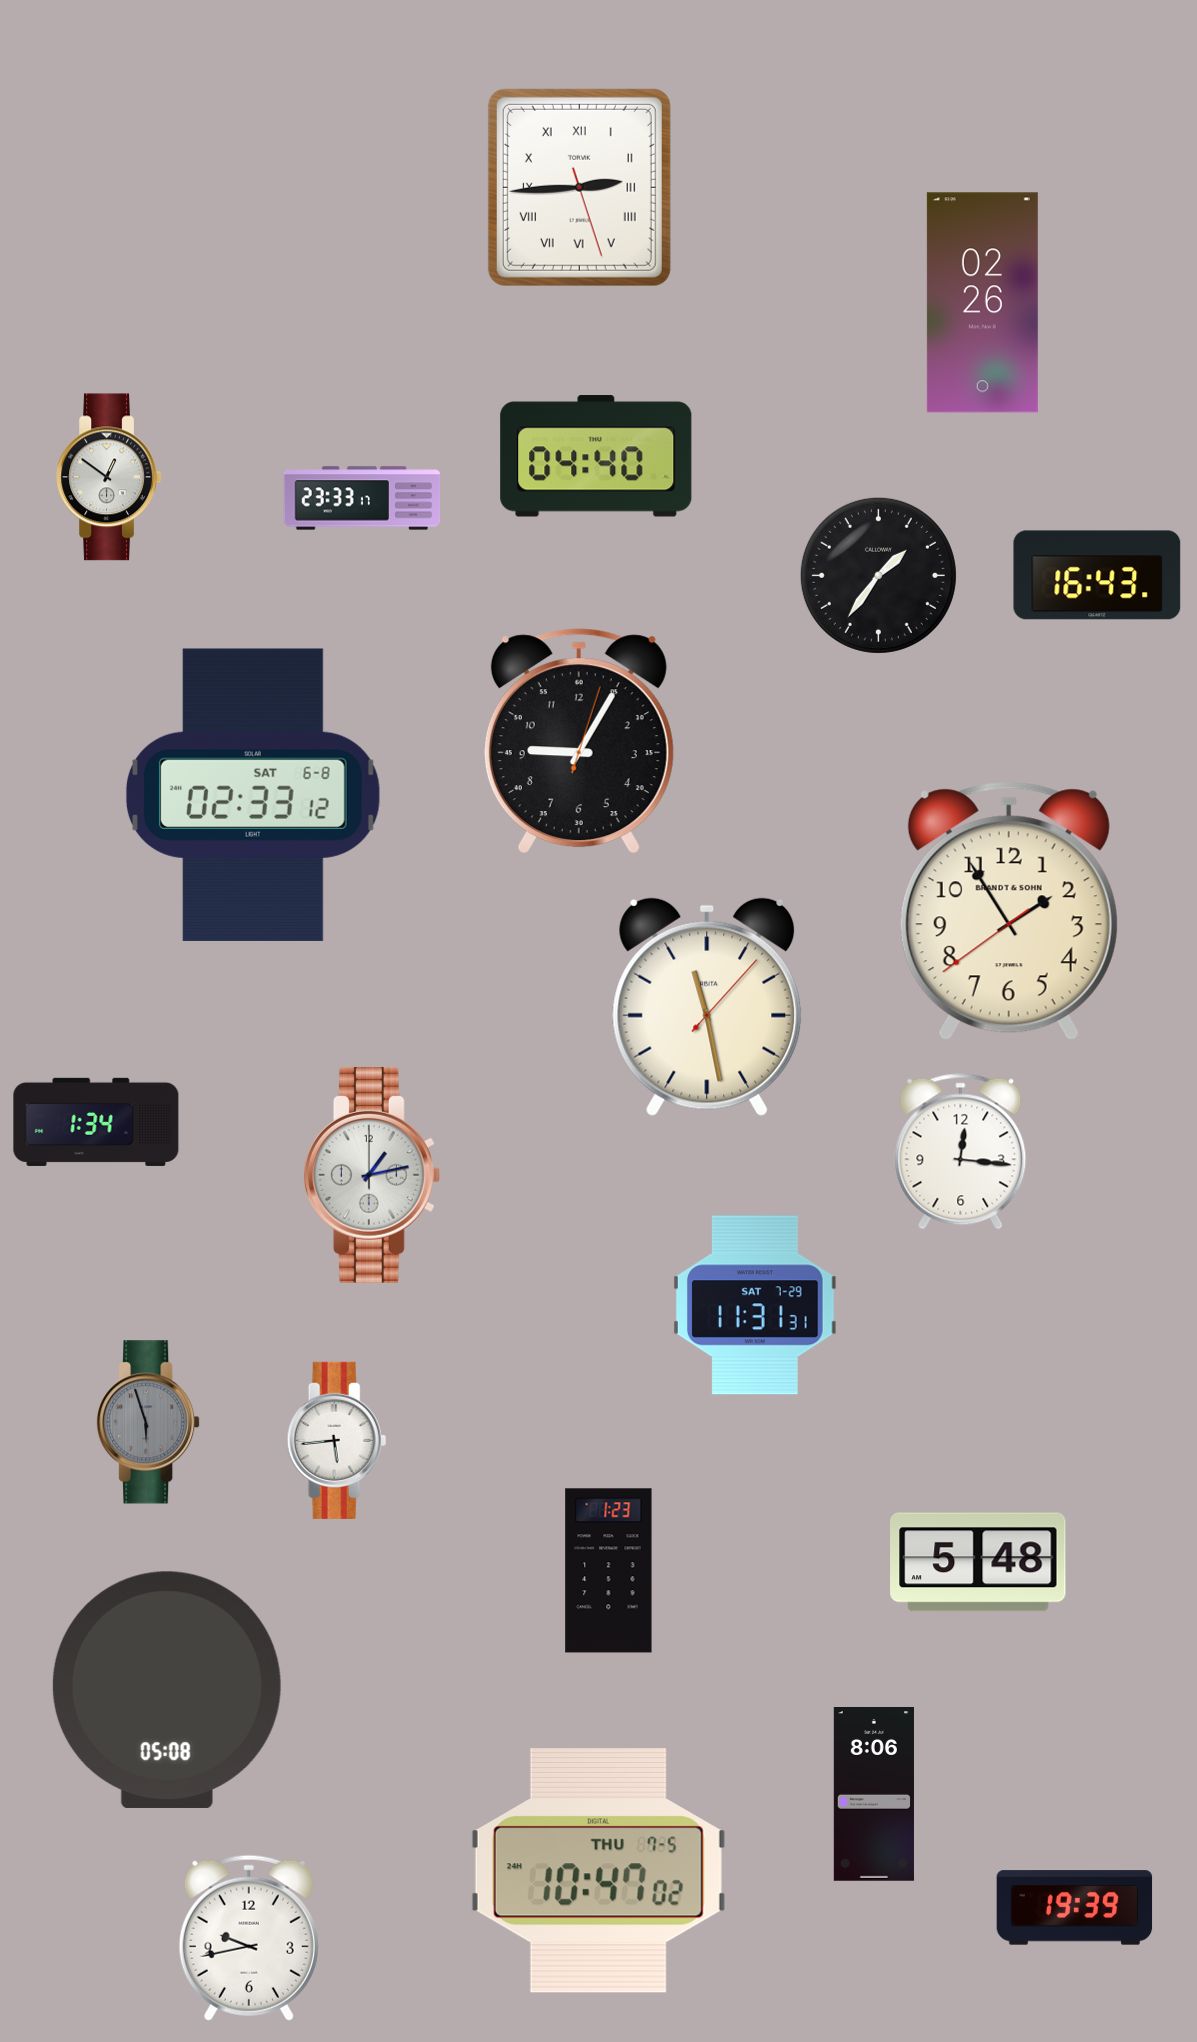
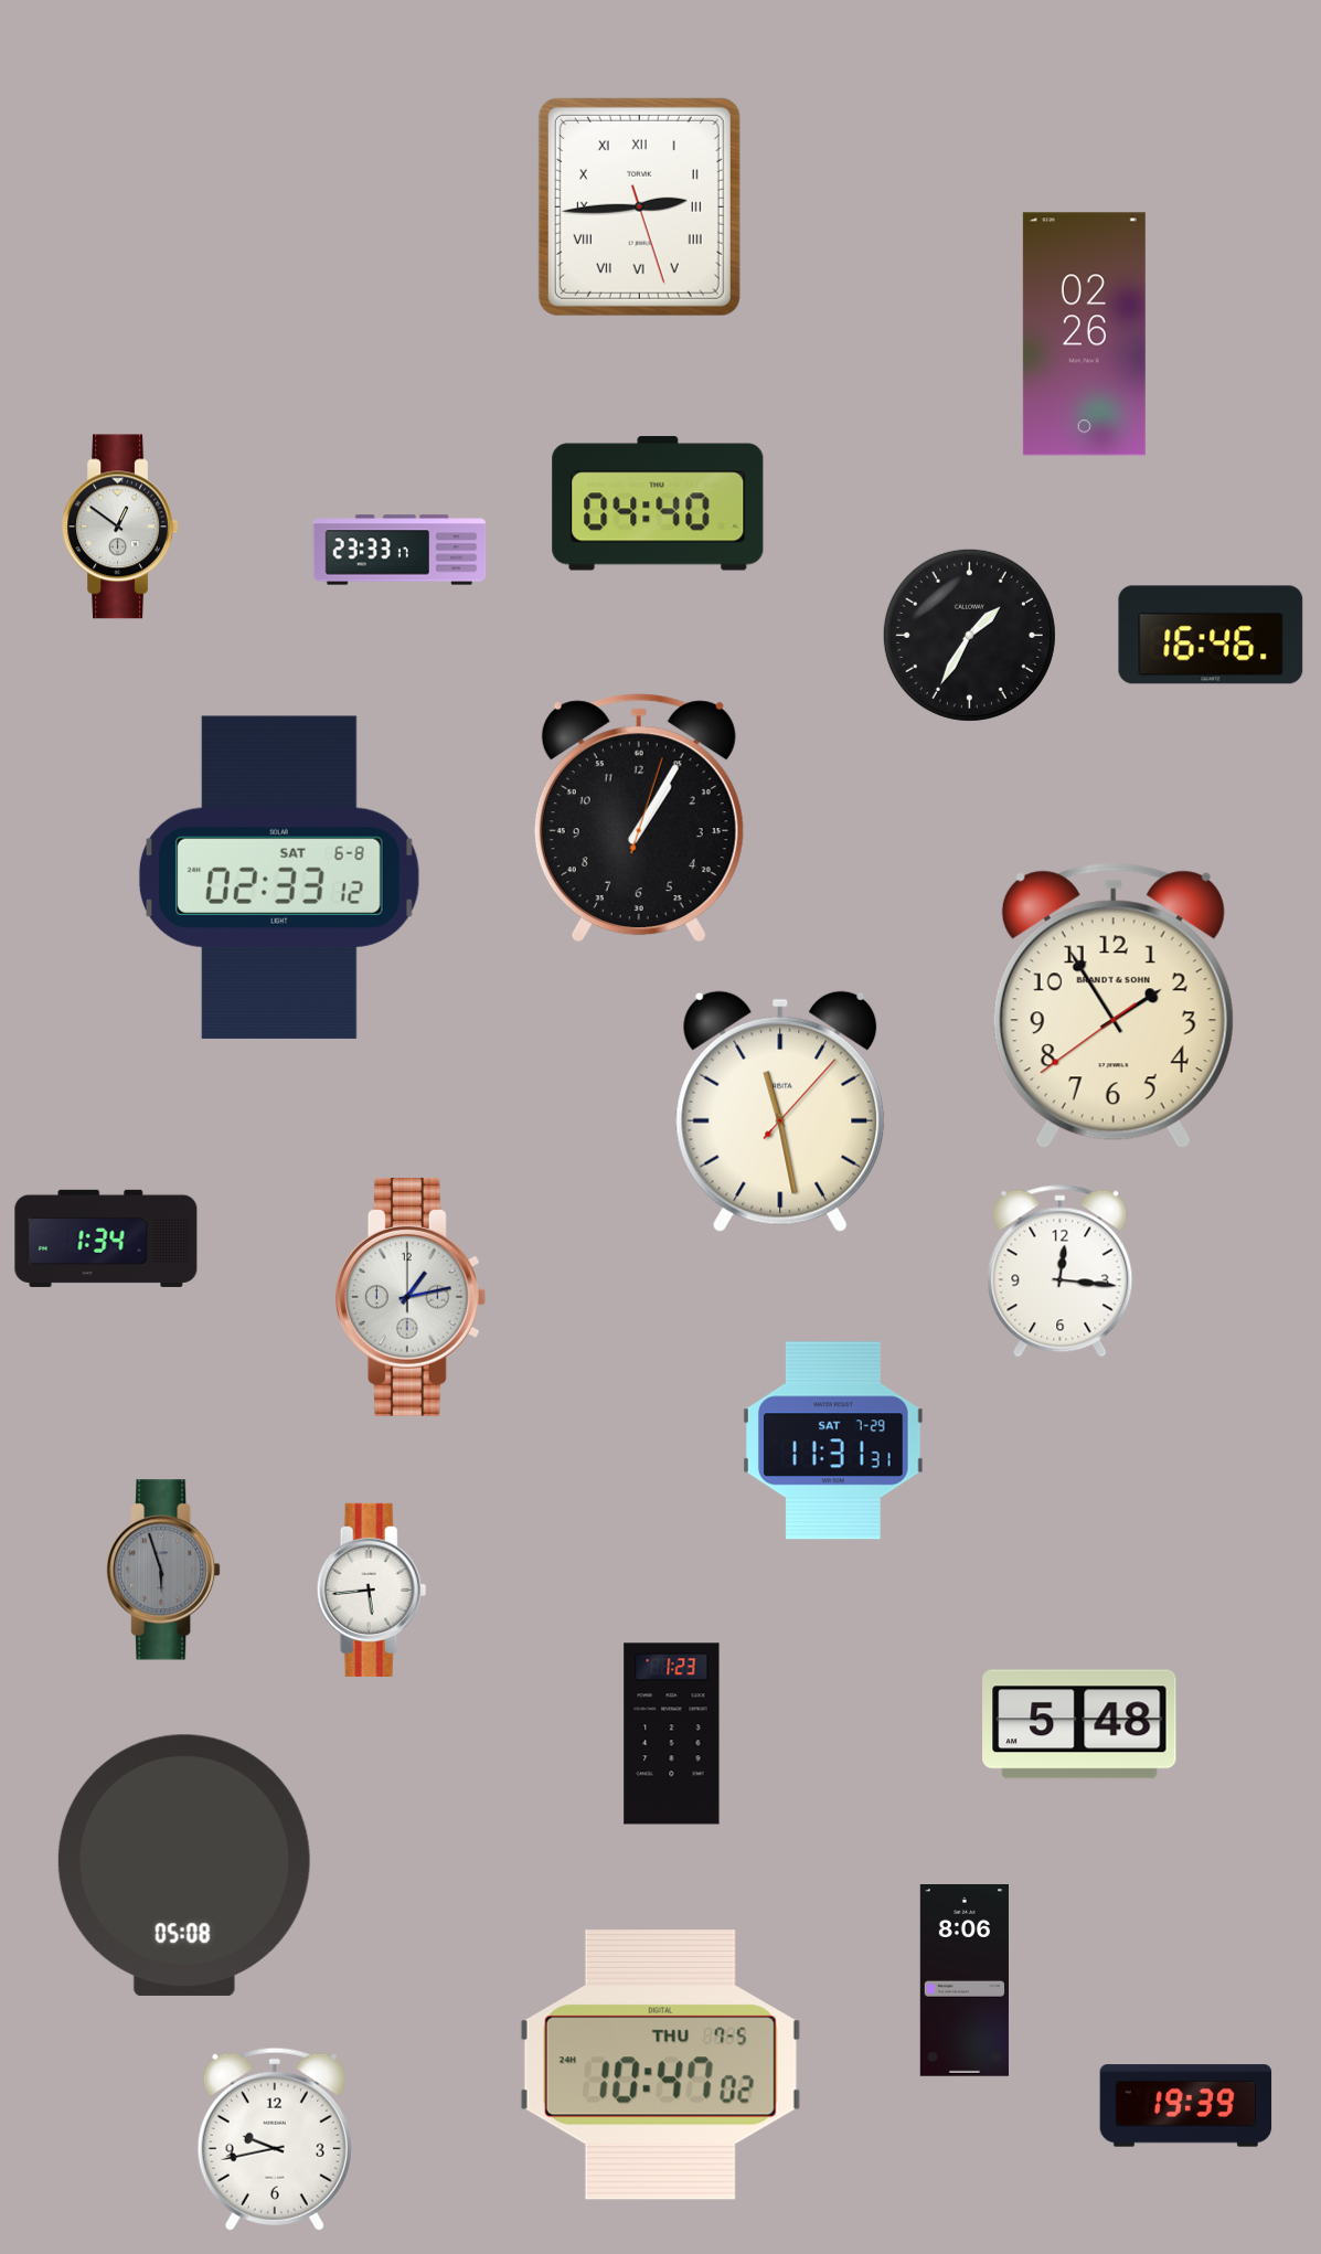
clock at (878, 575): 1:36 -> 1:35
clock at (1097, 575): 16:43 -> 16:46
clock at (579, 741): 9:05 -> 1:05
